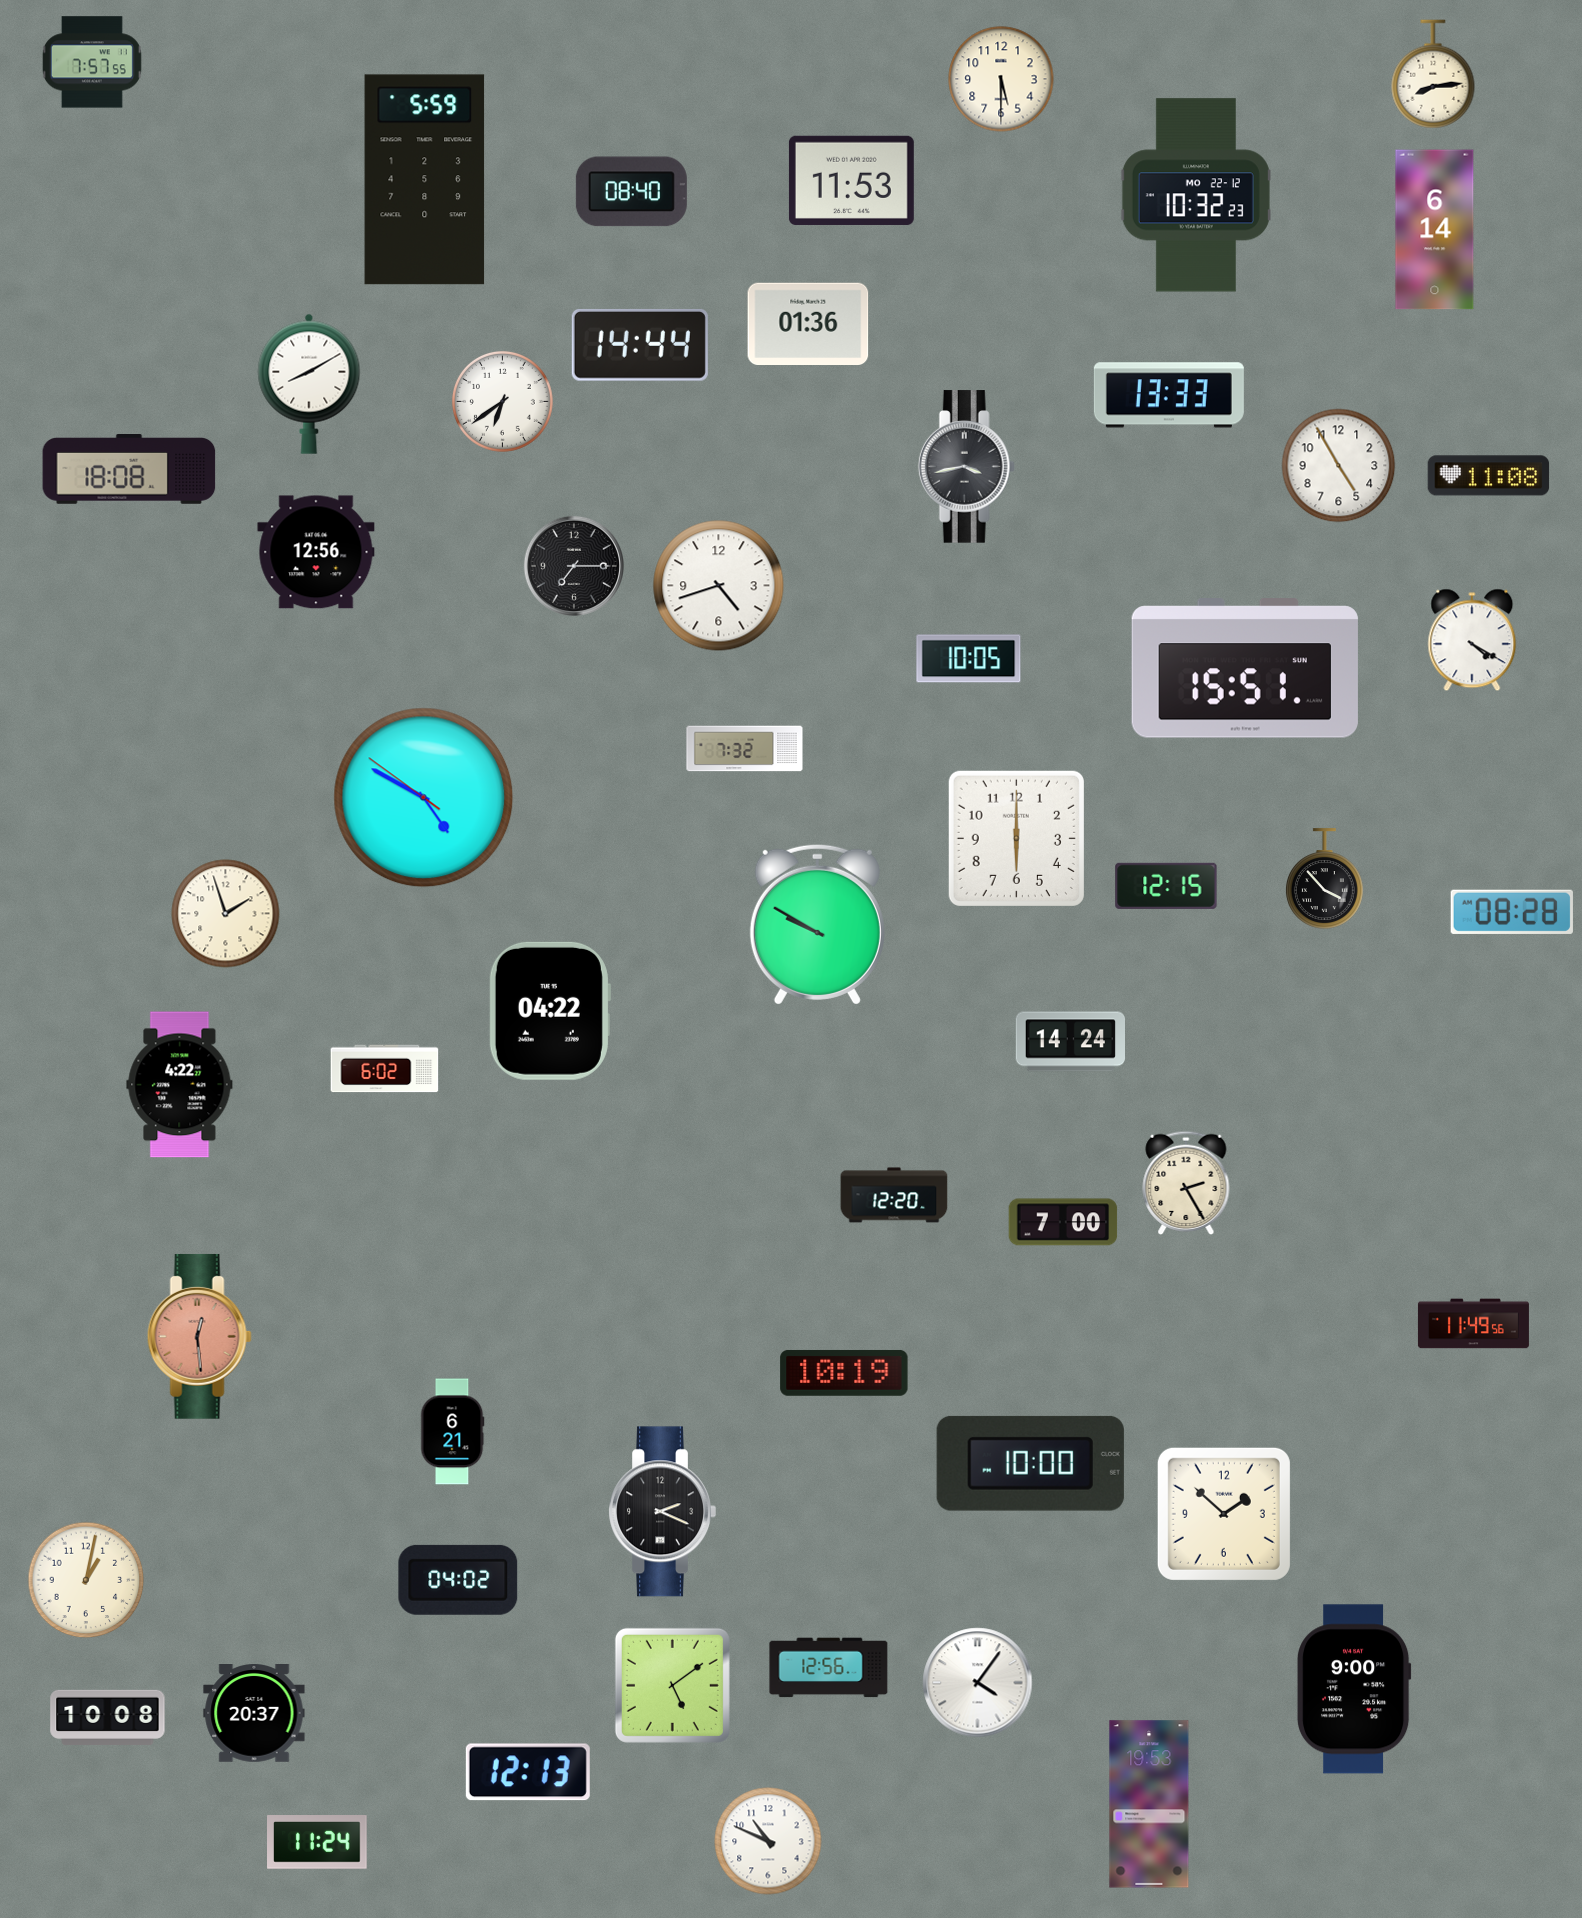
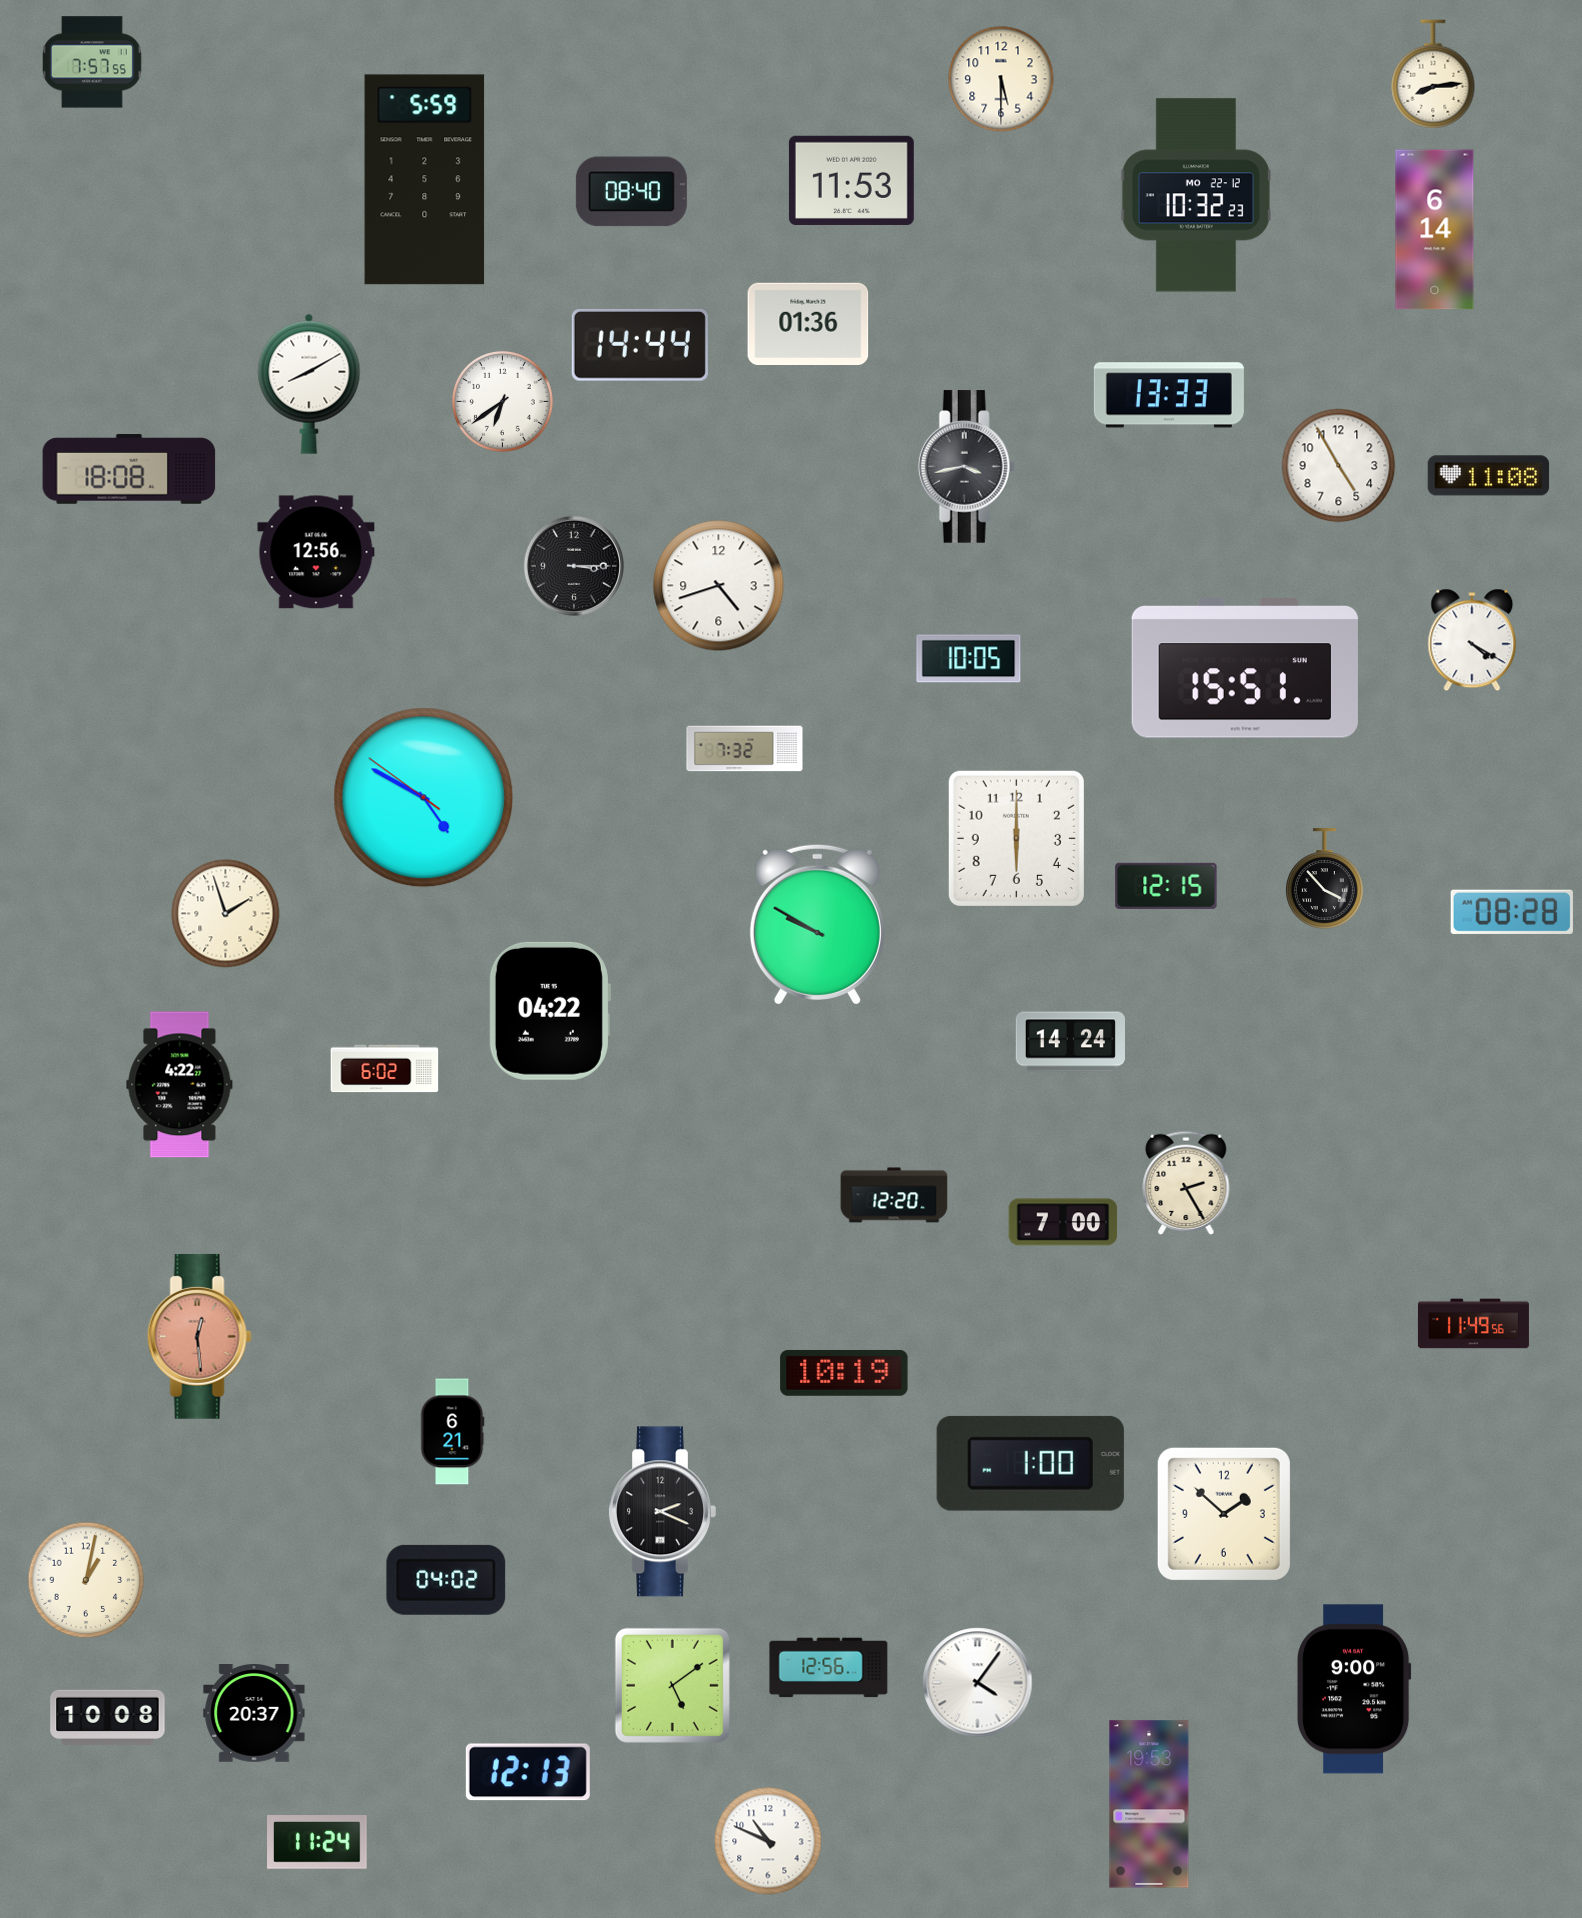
clock at (574, 566): 7:15 -> 3:15
clock at (1030, 1463): 10:00 -> 1:00
clock at (458, 1580) position: (458, 1580) -> (446, 1580)
